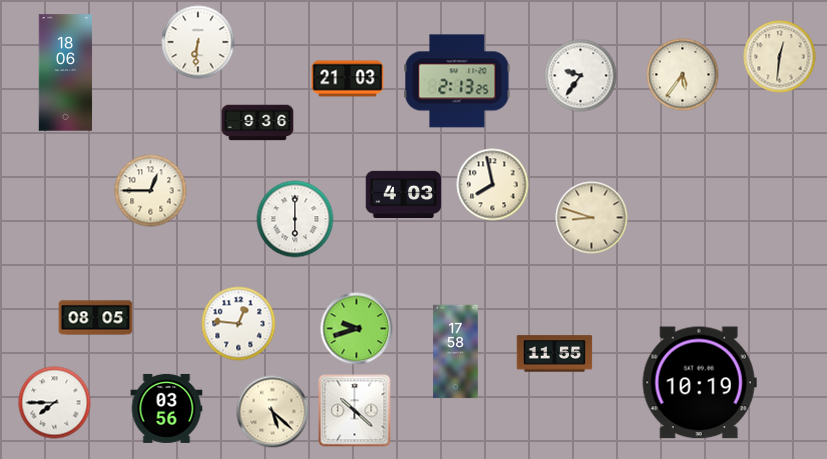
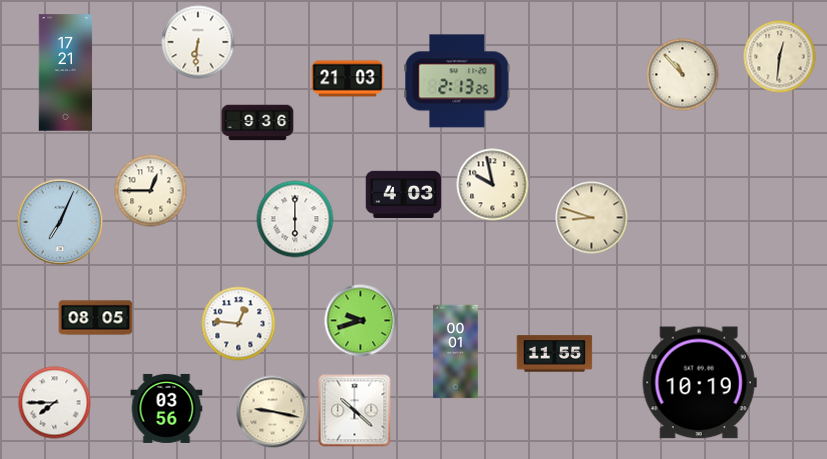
clock at (66, 73): 18:06 -> 17:21
clock at (683, 75): 5:36 -> 10:53
clock at (581, 76): 9:36 -> none
clock at (493, 185): 7:58 -> 9:58
clock at (60, 222): none -> 7:04
clock at (357, 329) position: (357, 329) -> (361, 321)
clock at (456, 352): 17:58 -> 00:01
clock at (273, 412): 5:22 -> 9:17
